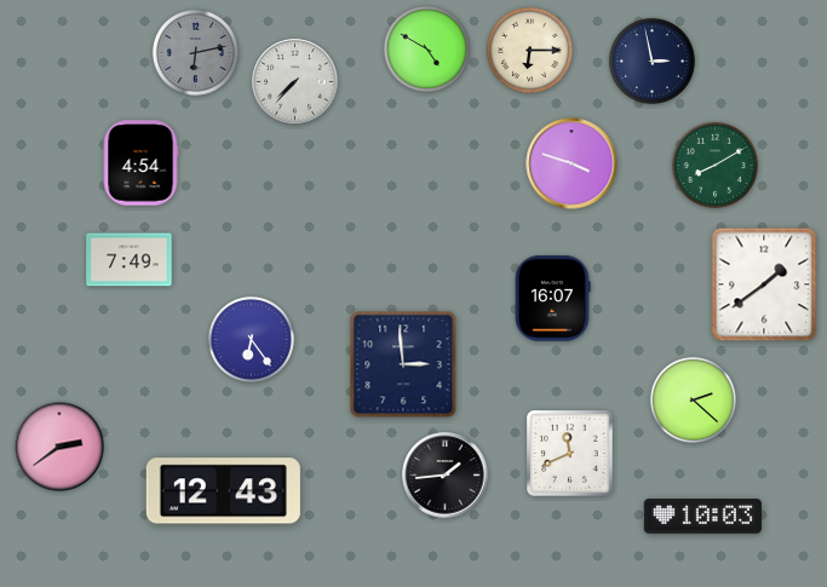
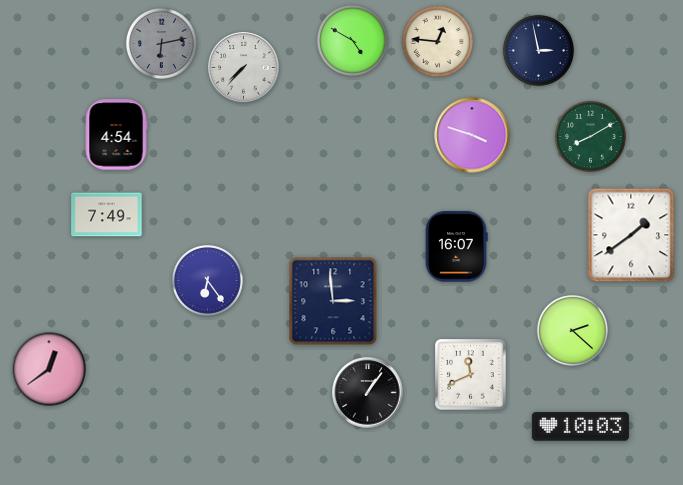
clock at (529, 50): 6:15 -> 12:46
clock at (59, 447): 2:39 -> 12:39
clock at (446, 476): 1:44 -> 1:06
clock at (223, 491): 12:43 -> none
